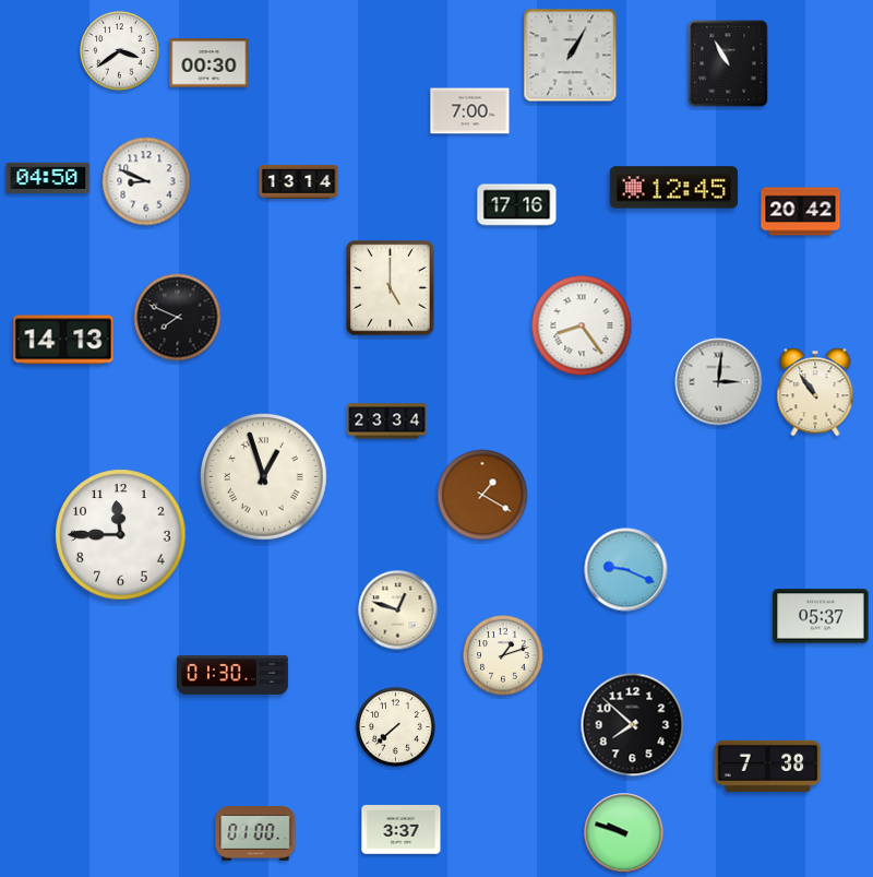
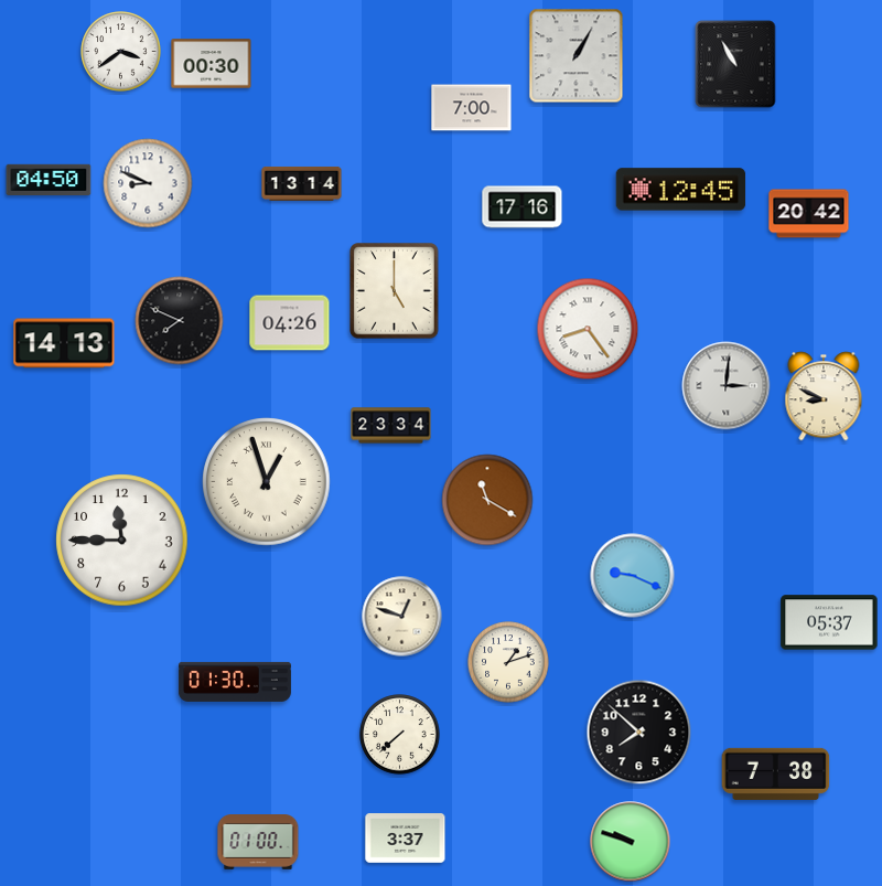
clock at (470, 111) position: (470, 111) -> (472, 108)
clock at (290, 323): none -> 04:26
clock at (815, 392): 10:54 -> 8:49
clock at (482, 495): 1:20 -> 11:20
